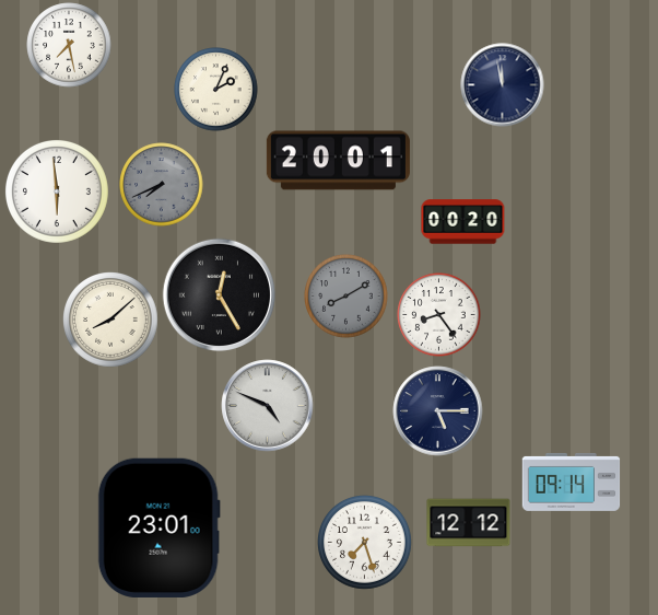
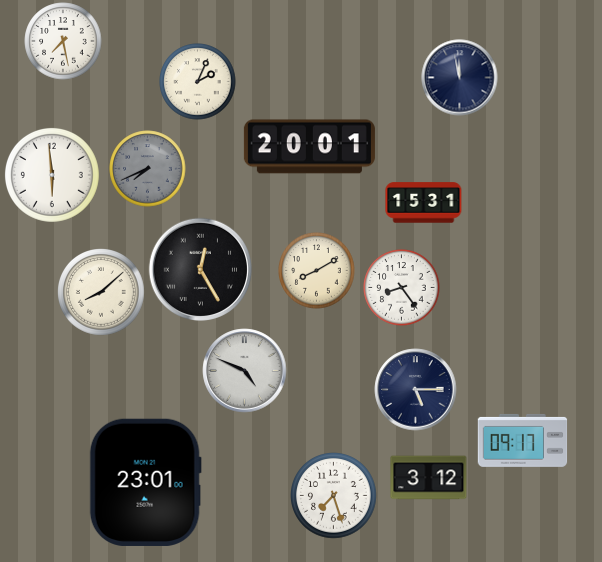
clock at (463, 222): 00:20 -> 15:31
clock at (346, 297) dial: grey -> cream
clock at (438, 411) position: (438, 411) -> (416, 390)
clock at (572, 481): 09:14 -> 09:17
clock at (469, 523): 12:12 -> 3:12
